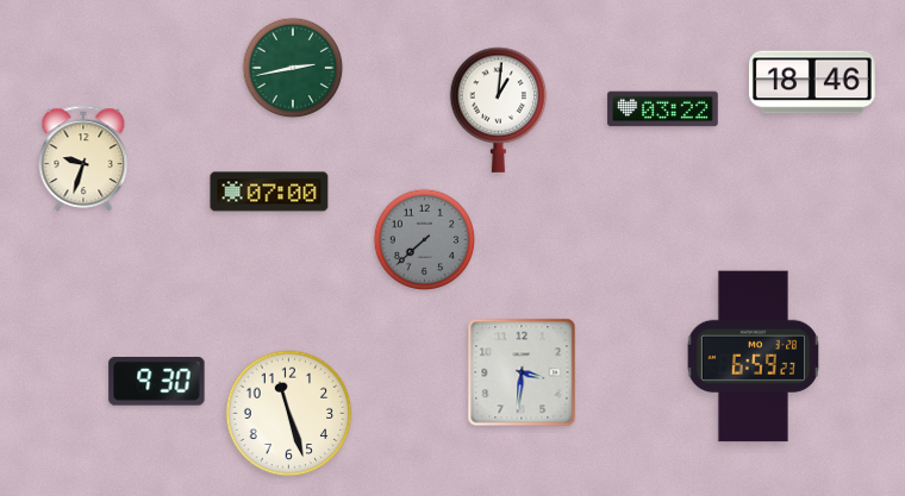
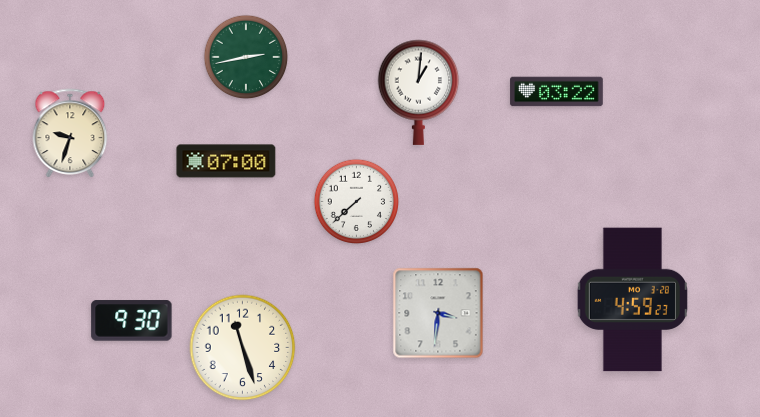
clock at (812, 82): 18:46 -> none
clock at (424, 239) dial: grey -> white
clock at (753, 357): 6:59 -> 4:59
